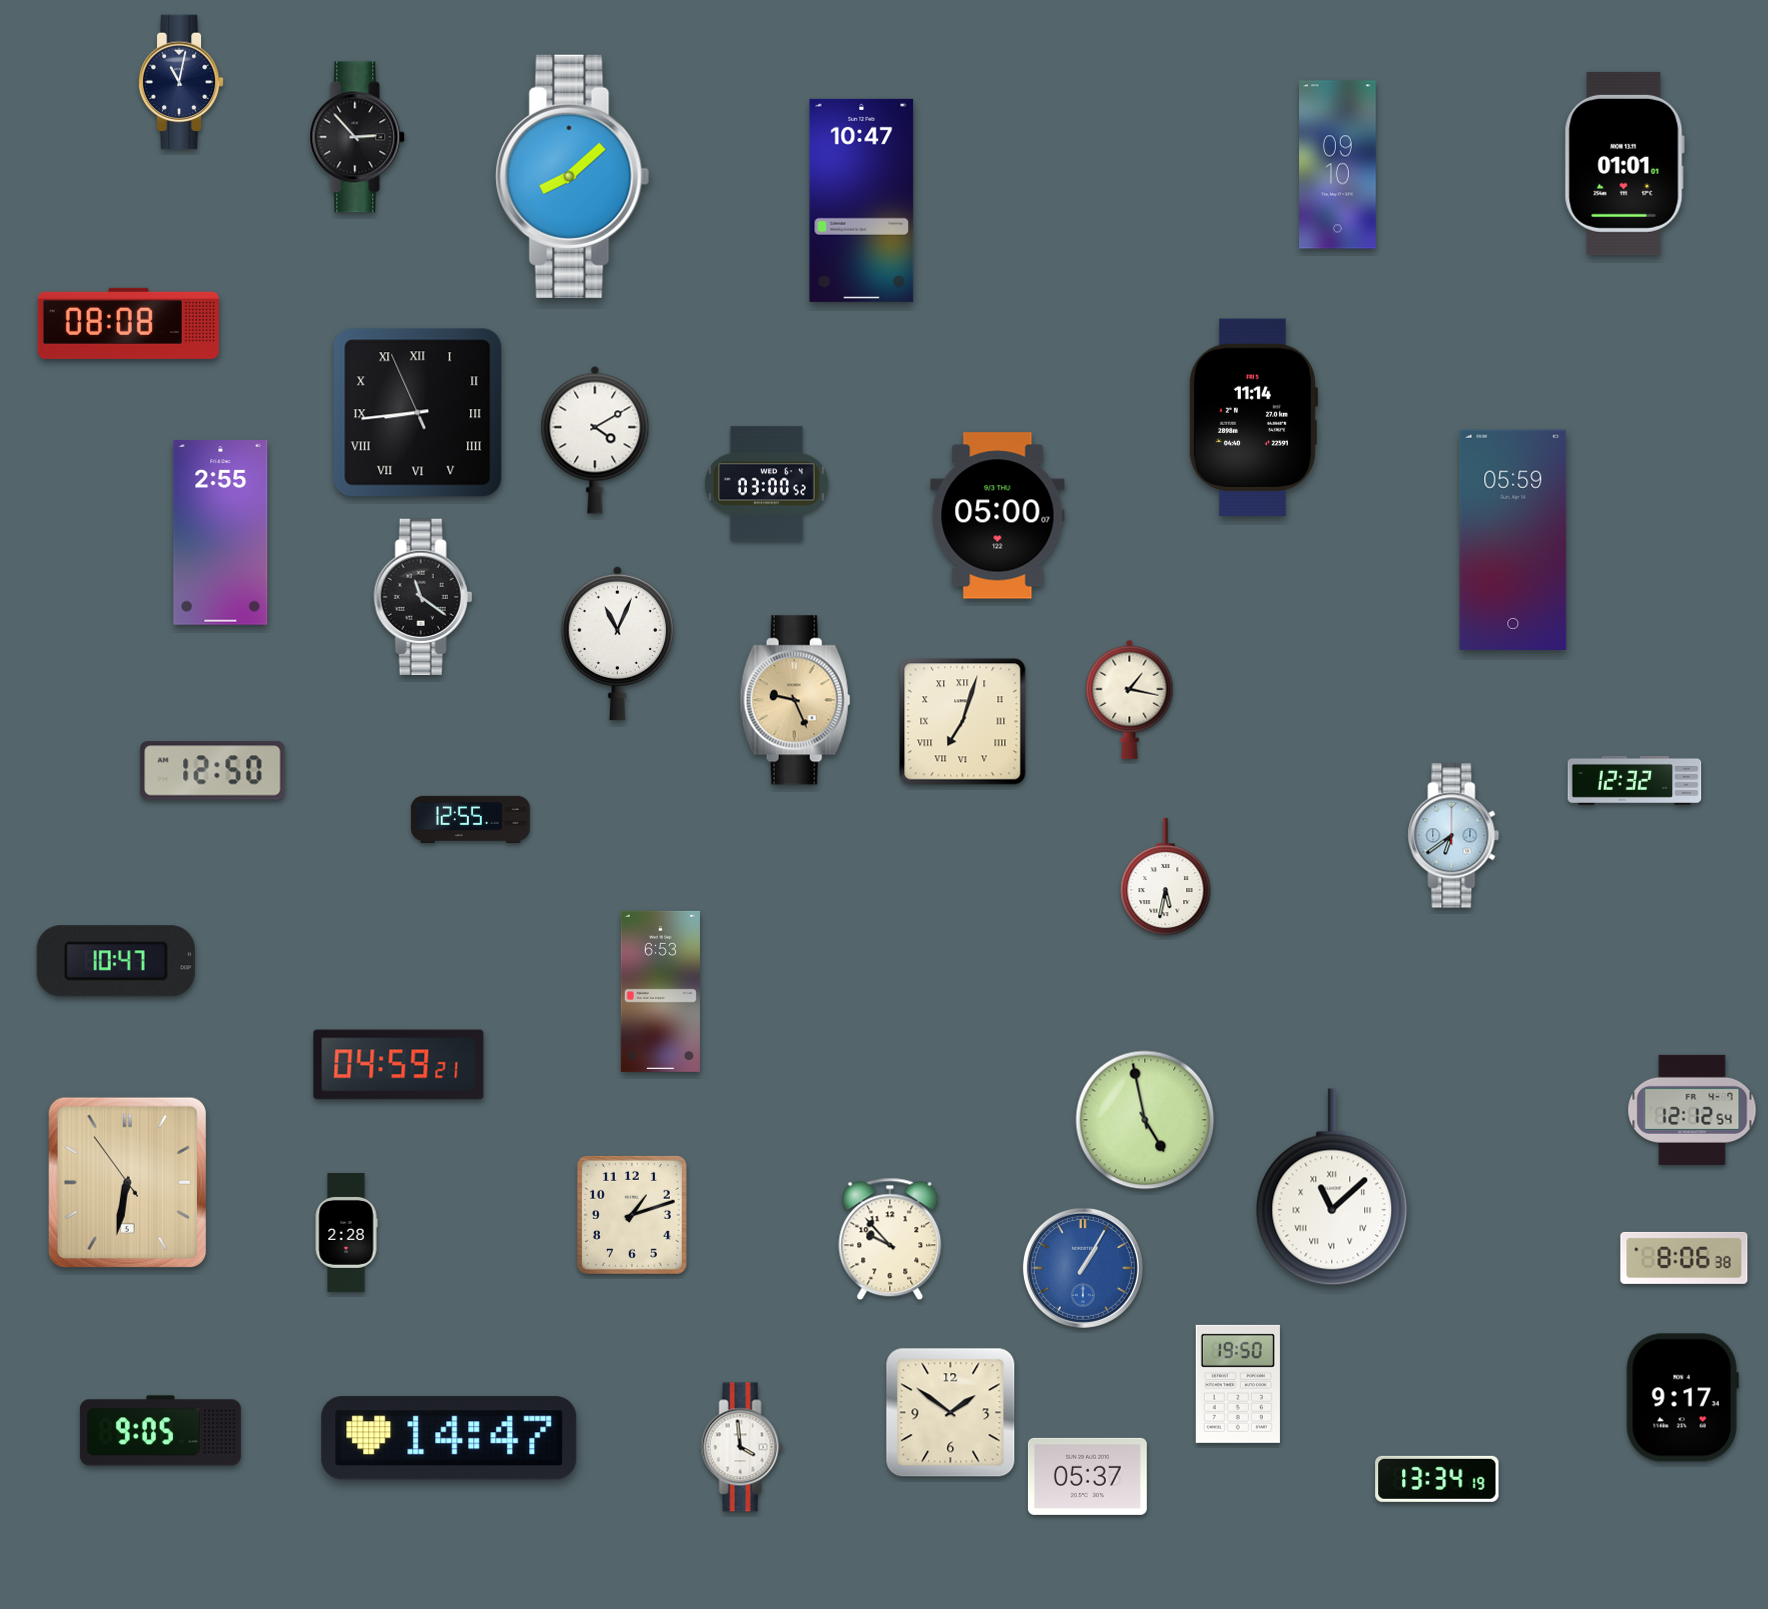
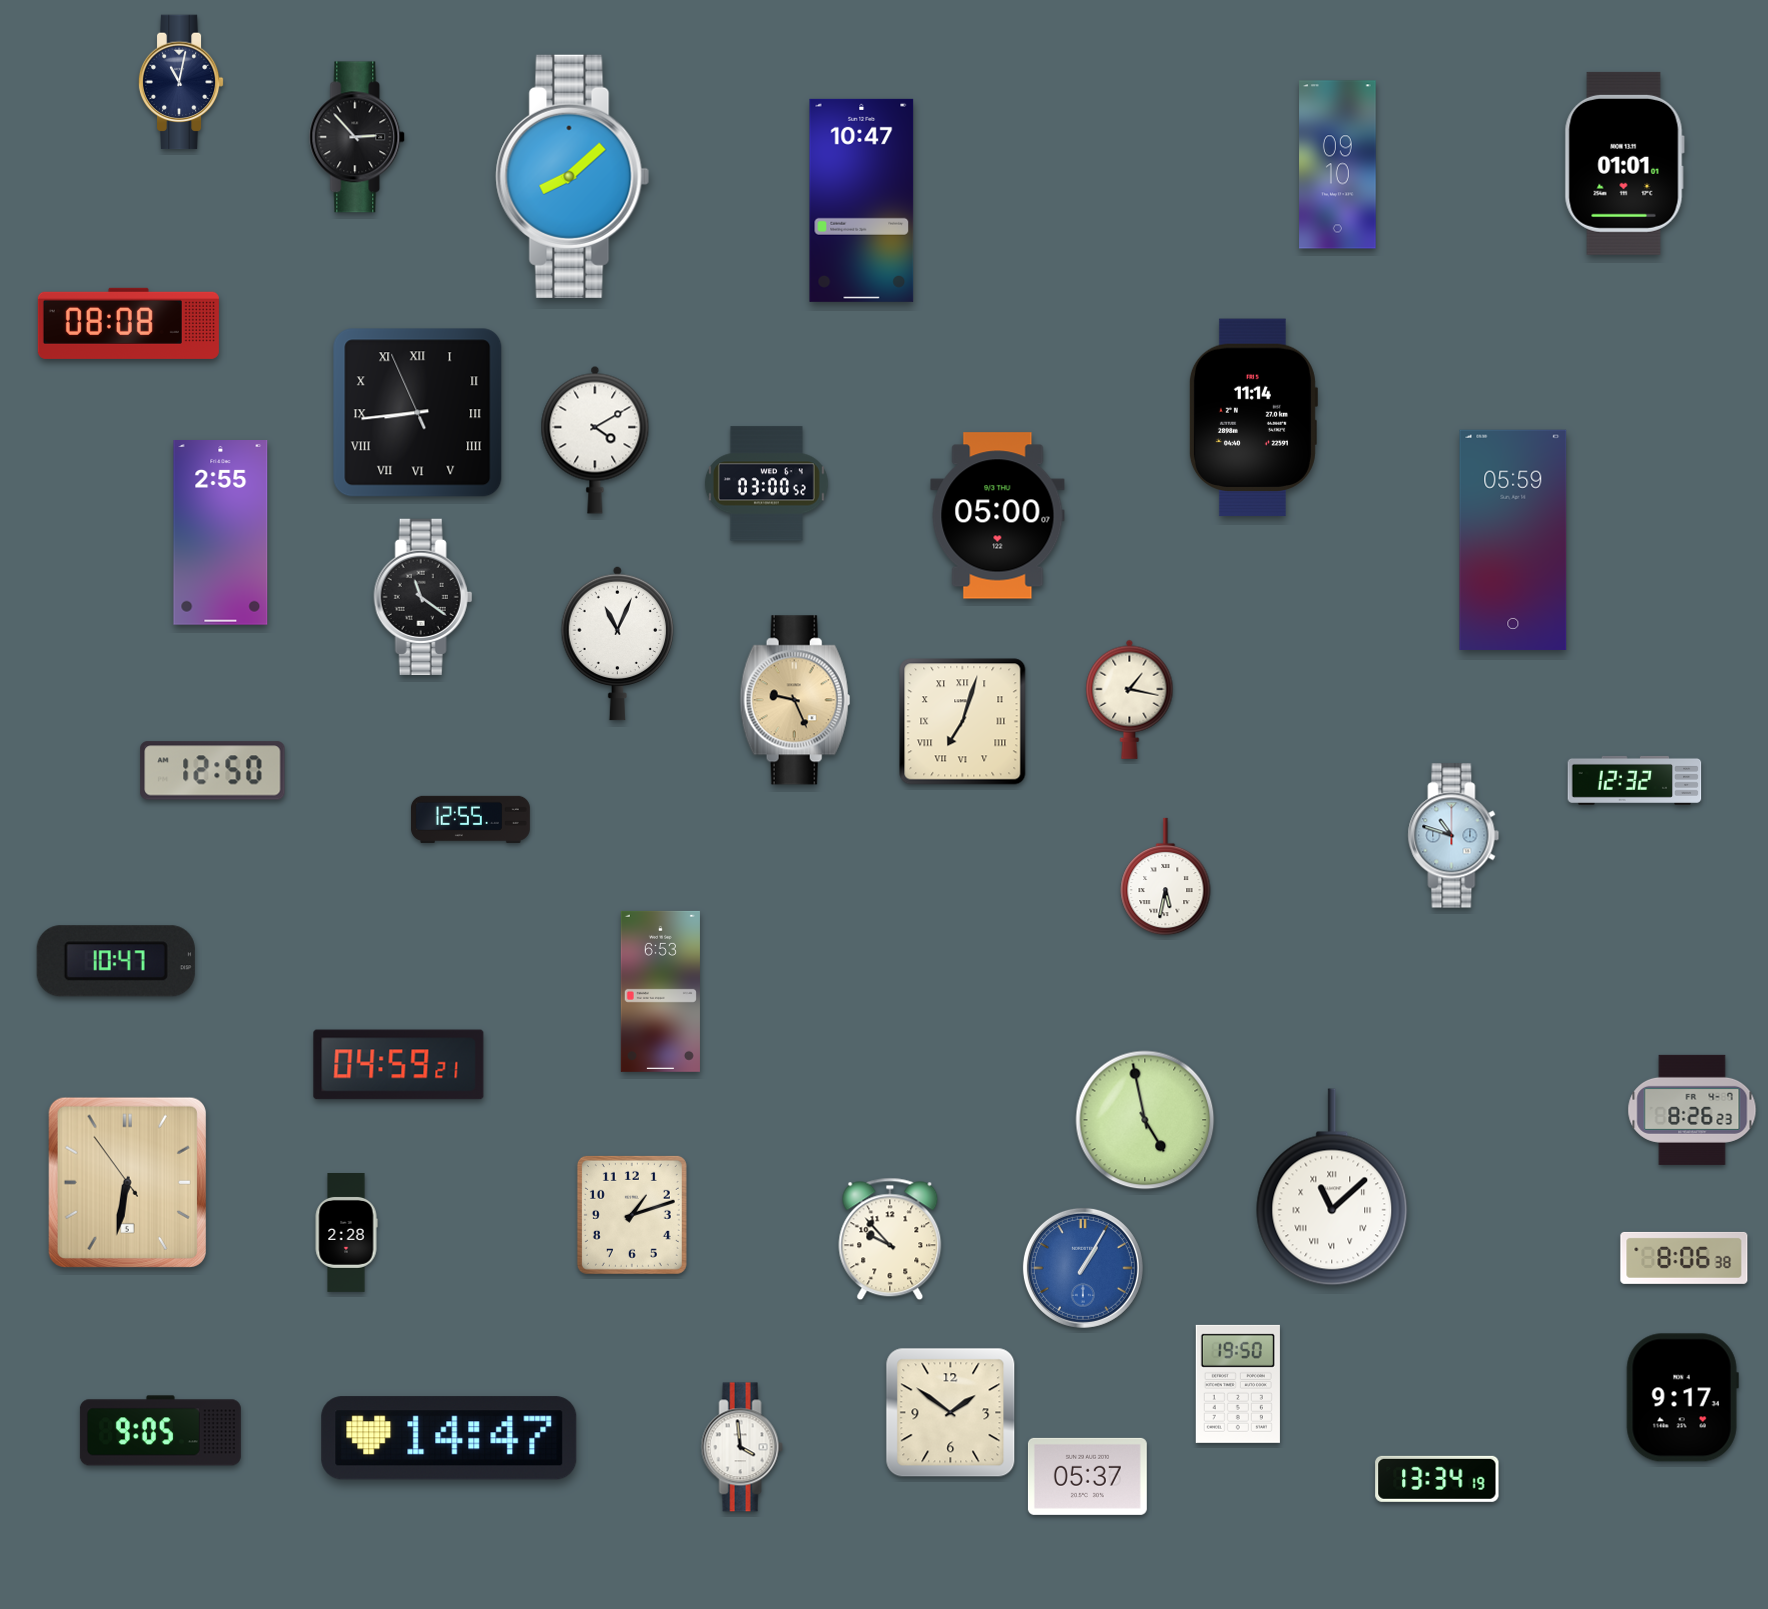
clock at (1454, 836): 6:39 -> 10:48
clock at (1692, 1110): 12:12 -> 8:26
